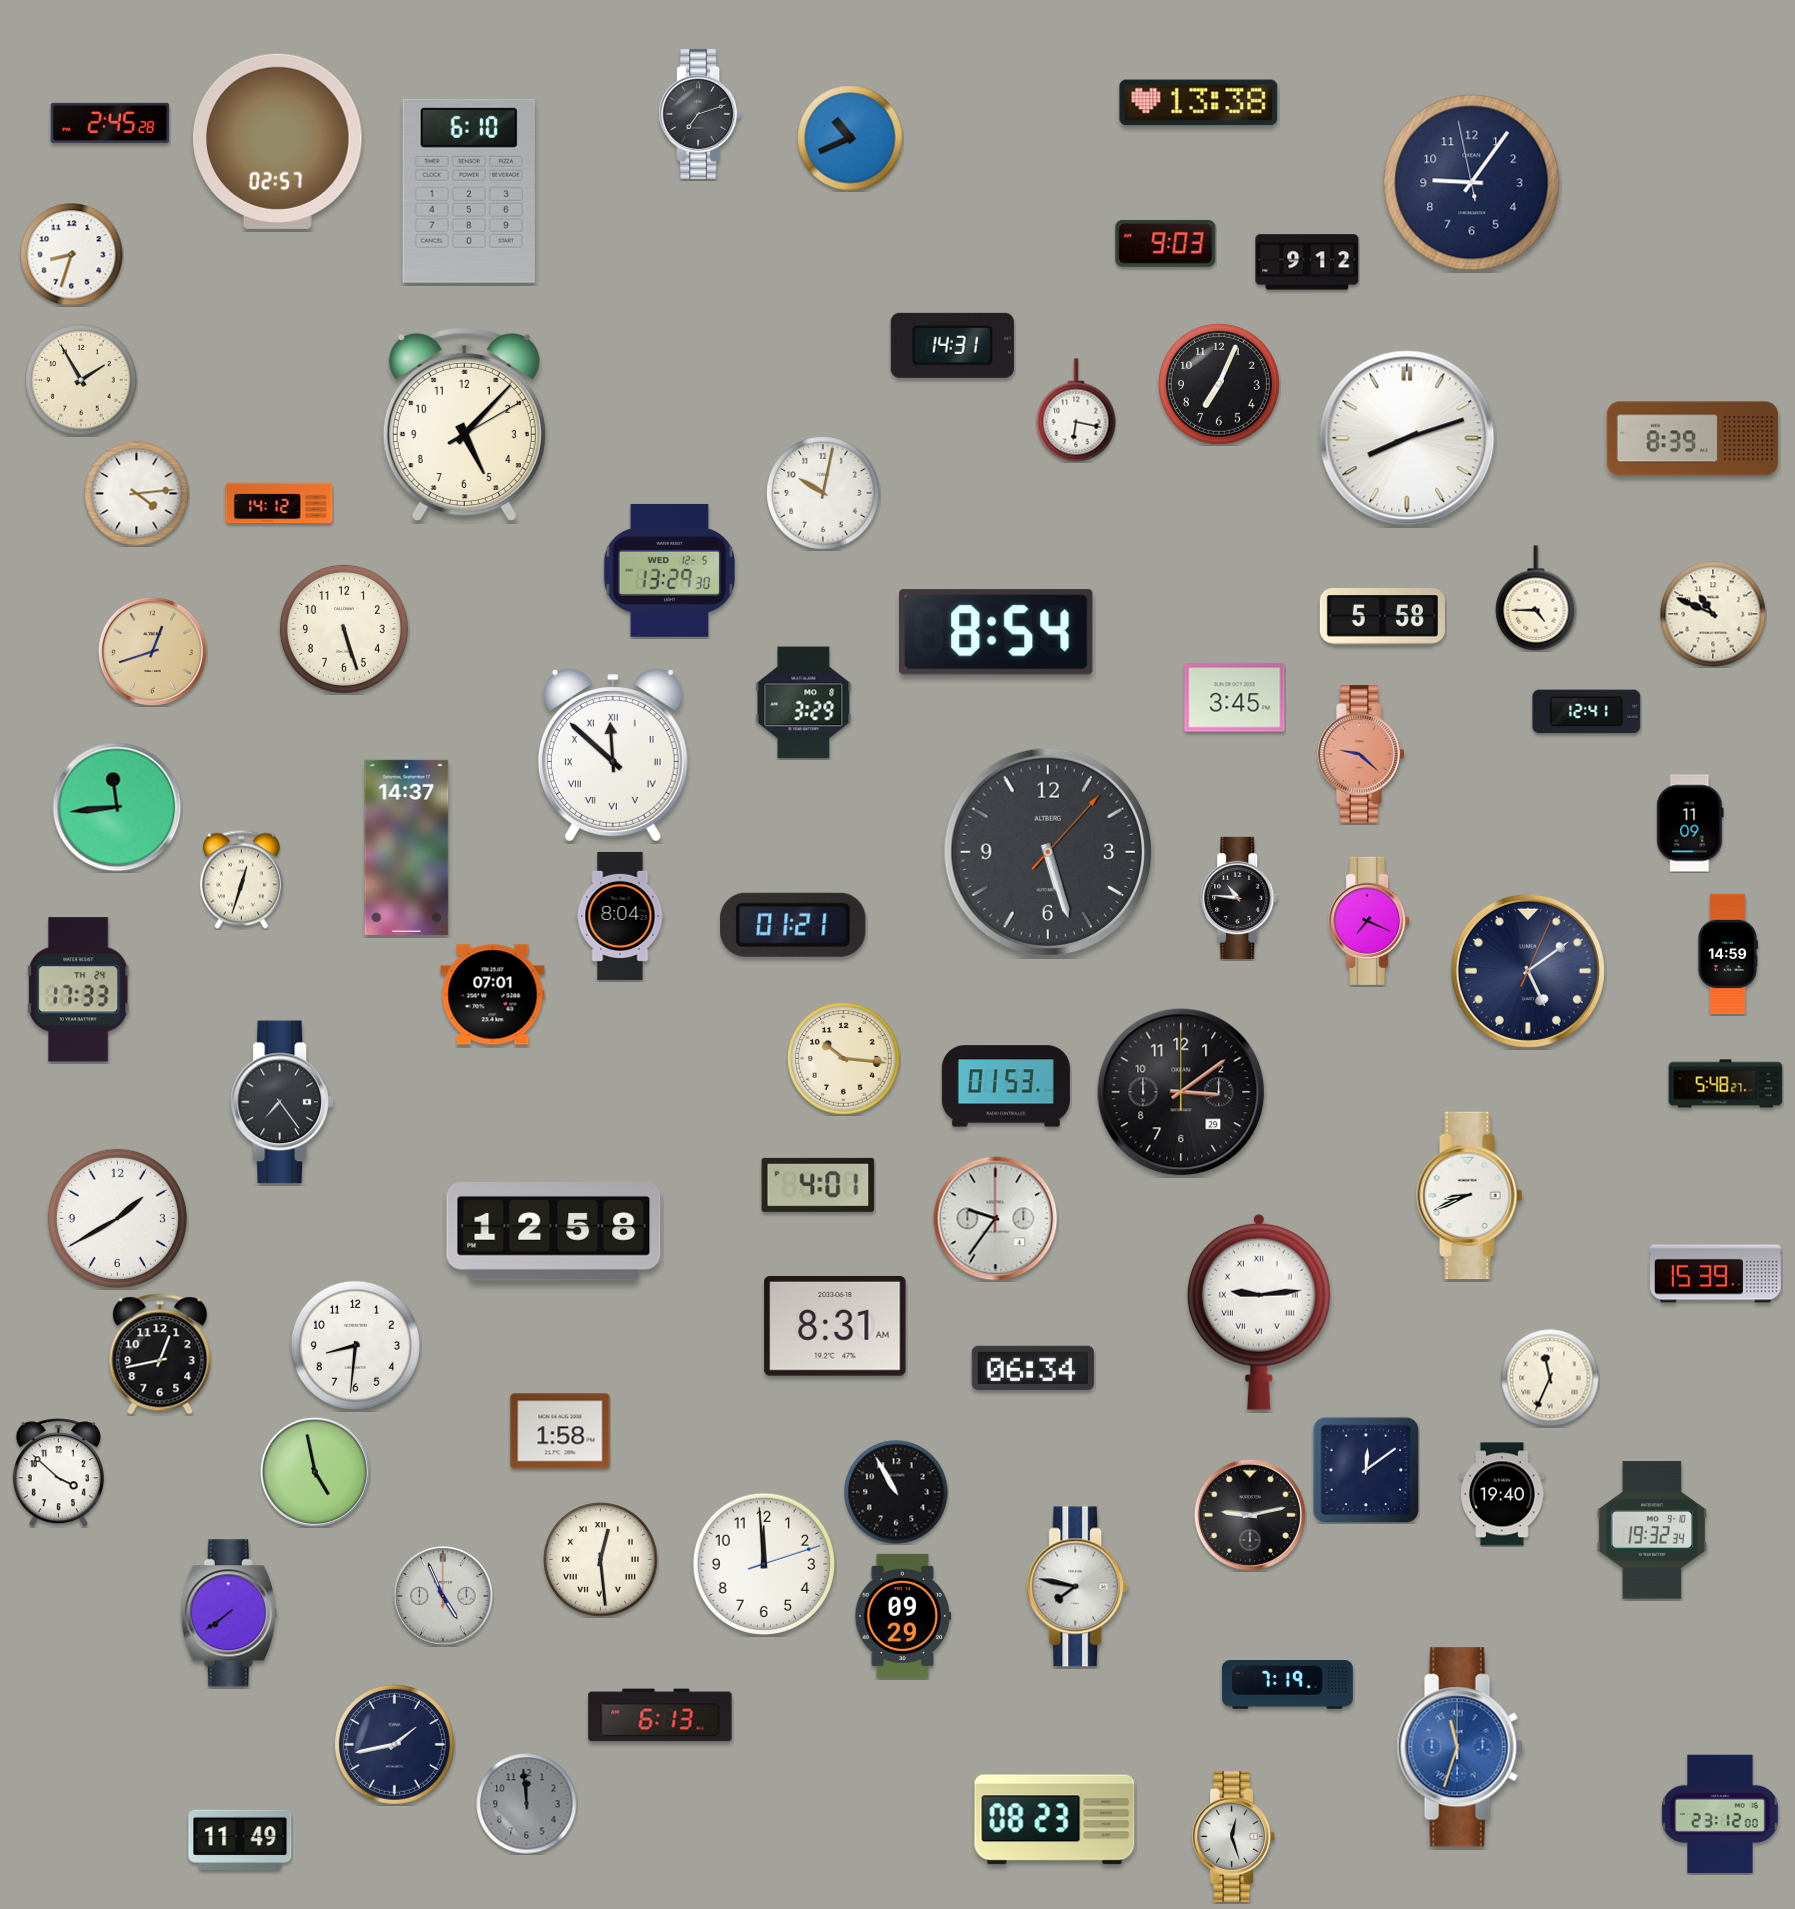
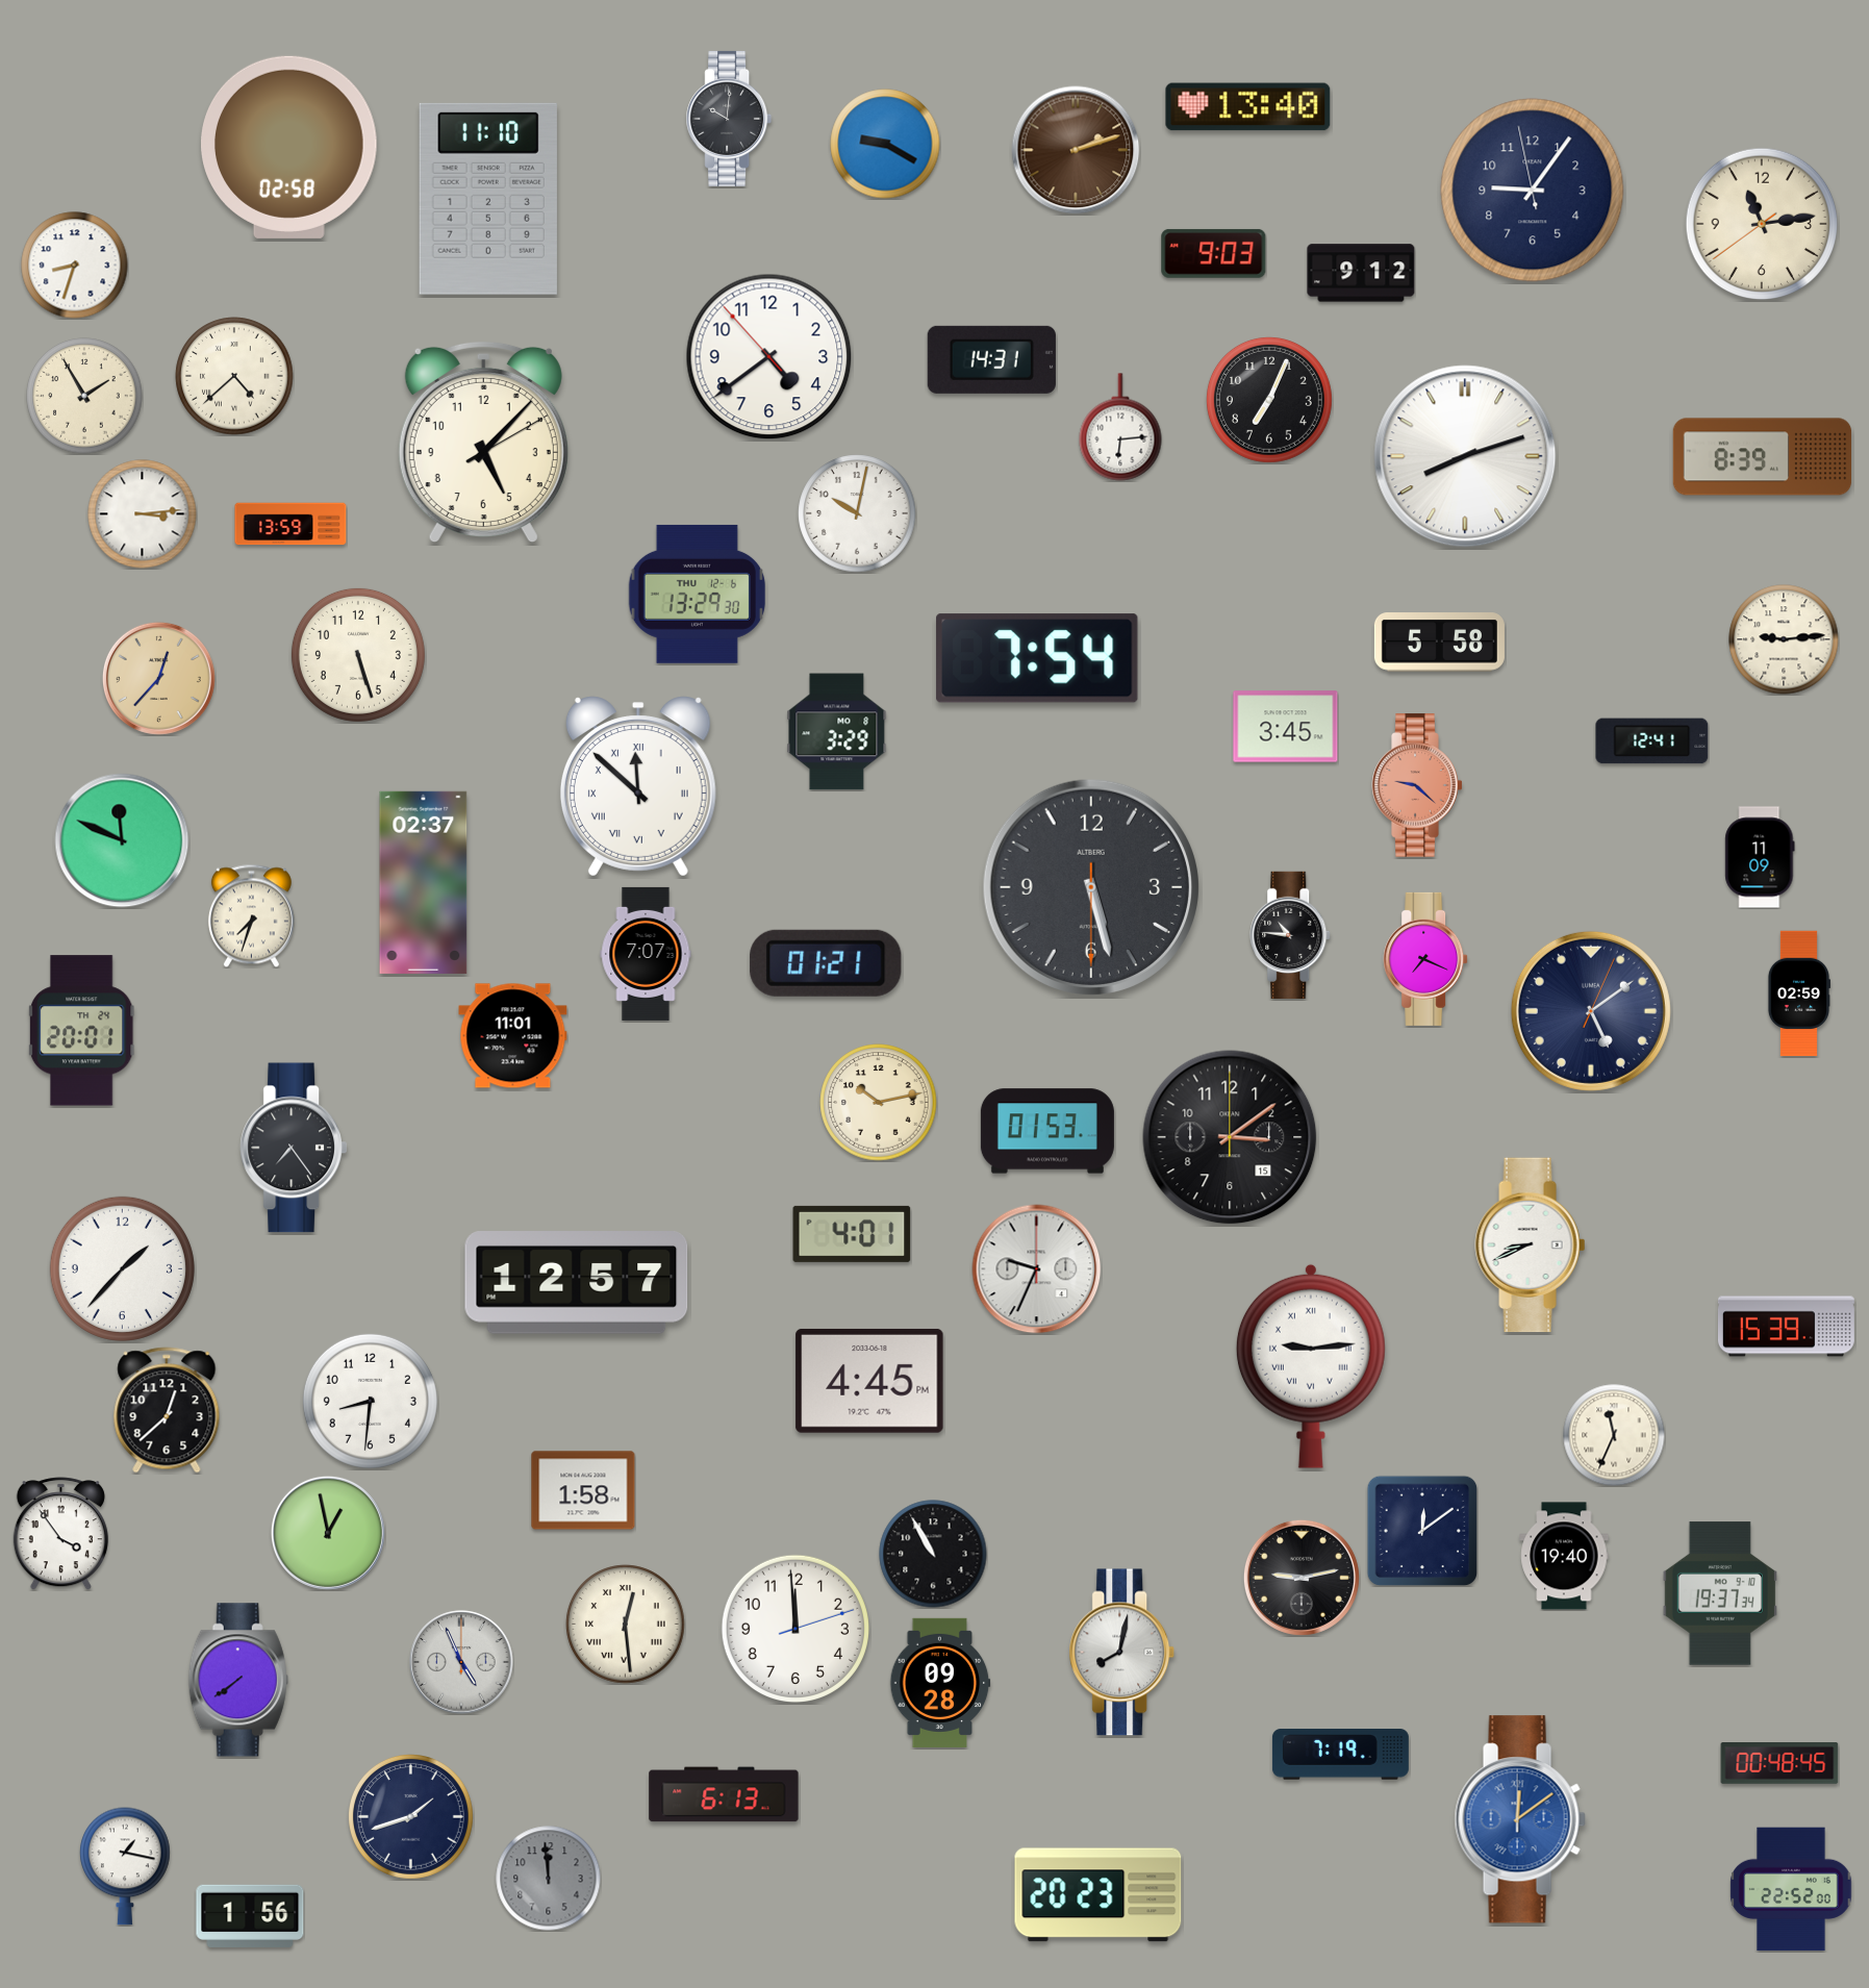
clock at (1199, 103): 13:38 -> 13:40
clock at (700, 114): 7:12 -> 10:01
clock at (110, 123): 2:45 -> none
clock at (850, 138): 10:41 -> 9:20
clock at (278, 141): 02:57 -> 02:58
clock at (1076, 150): none -> 2:12
clock at (469, 191): 6:10 -> 11:10
clock at (1762, 224): none -> 11:13
clock at (769, 357): none -> 4:38
clock at (234, 376): none -> 4:38
clock at (1076, 410): 6:17 -> 6:14
clock at (137, 494): 4:14 -> 3:14
clock at (279, 503): 14:12 -> 13:59
clock at (669, 570) date: WED 12-5 -> THU 12-6
clock at (1536, 598): 4:45 -> none
clock at (1713, 614): 10:49 -> 9:14
clock at (997, 632): 8:54 -> 7:54
clock at (152, 651): 12:42 -> 12:37
clock at (117, 807): 11:44 -> 11:49
clock at (407, 847): 14:37 -> 02:37
clock at (1047, 851): 5:27:07 -> 5:27:30
clock at (241, 879): 12:33 -> 7:33
clock at (620, 916): 8:04 -> 7:07
clock at (1727, 954): 14:59 -> 02:59
clock at (79, 990): 17:33 -> 20:01
clock at (493, 995): 07:01 -> 11:01
clock at (844, 1059): 10:16 -> 10:13
clock at (1726, 1084): 5:48 -> none
clock at (1181, 1092) date: 29 -> 15
clock at (117, 1218): 1:40 -> 1:37
clock at (996, 1219): 9:36 -> 9:34
clock at (554, 1232): 12:58 -> 12:57
clock at (835, 1326): 8:31 -> 4:45
clock at (160, 1354): 12:43 -> 12:38
clock at (1033, 1368): 06:34 -> none
clock at (315, 1472): 4:58 -> 12:58
clock at (58, 1473): 3:52 -> 3:54
clock at (1652, 1530): 19:32 -> 19:37
clock at (1078, 1587): 7:47 -> 8:02
clock at (903, 1616): 09:29 -> 09:28
clock at (1779, 1764): none -> 00:48
clock at (660, 1715) position: (660, 1715) -> (724, 1794)
clock at (395, 1745): 1:43 -> 1:42
clock at (1460, 1747): 11:33 -> 12:09
clock at (125, 1866): none -> 1:17
clock at (1720, 1814): 23:12 -> 22:52
clock at (1055, 1820): 08:23 -> 20:23
clock at (1234, 1836): 12:27 -> none
clock at (240, 1840): 11:49 -> 1:56
